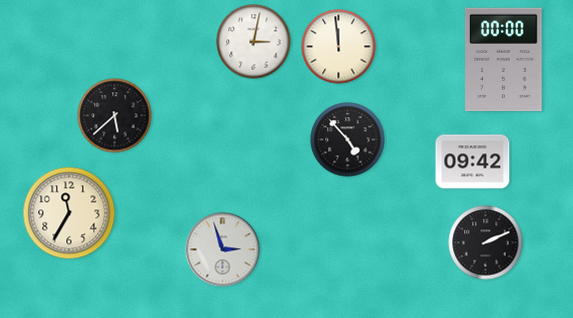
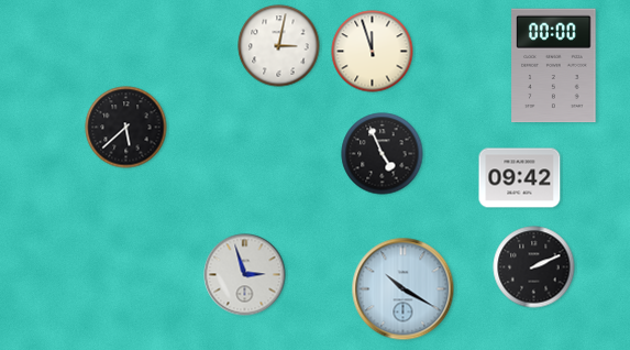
clock at (339, 47): 11:59 -> 11:57
clock at (348, 140): 4:53 -> 4:56
clock at (69, 213): 11:35 -> none
clock at (404, 289): none -> 10:20
